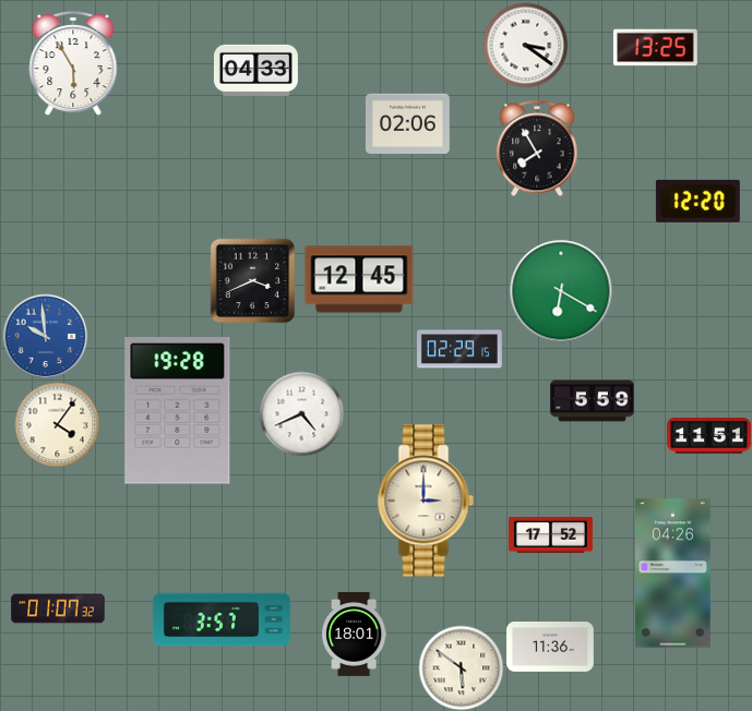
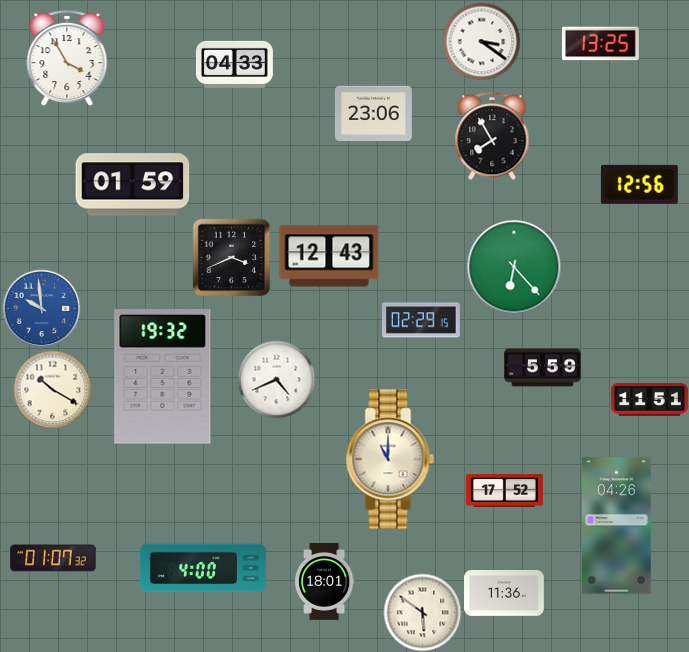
clock at (73, 63): 5:55 -> 3:55
clock at (407, 123): 02:06 -> 23:06
clock at (697, 201): 12:20 -> 12:56
clock at (133, 185): none -> 01:59
clock at (359, 279): 12:45 -> 12:43
clock at (561, 291): 6:20 -> 6:23
clock at (178, 411): 19:28 -> 19:32
clock at (57, 424): 4:06 -> 10:20
clock at (426, 501): 3:00 -> 11:00
clock at (222, 619): 3:57 -> 4:00
